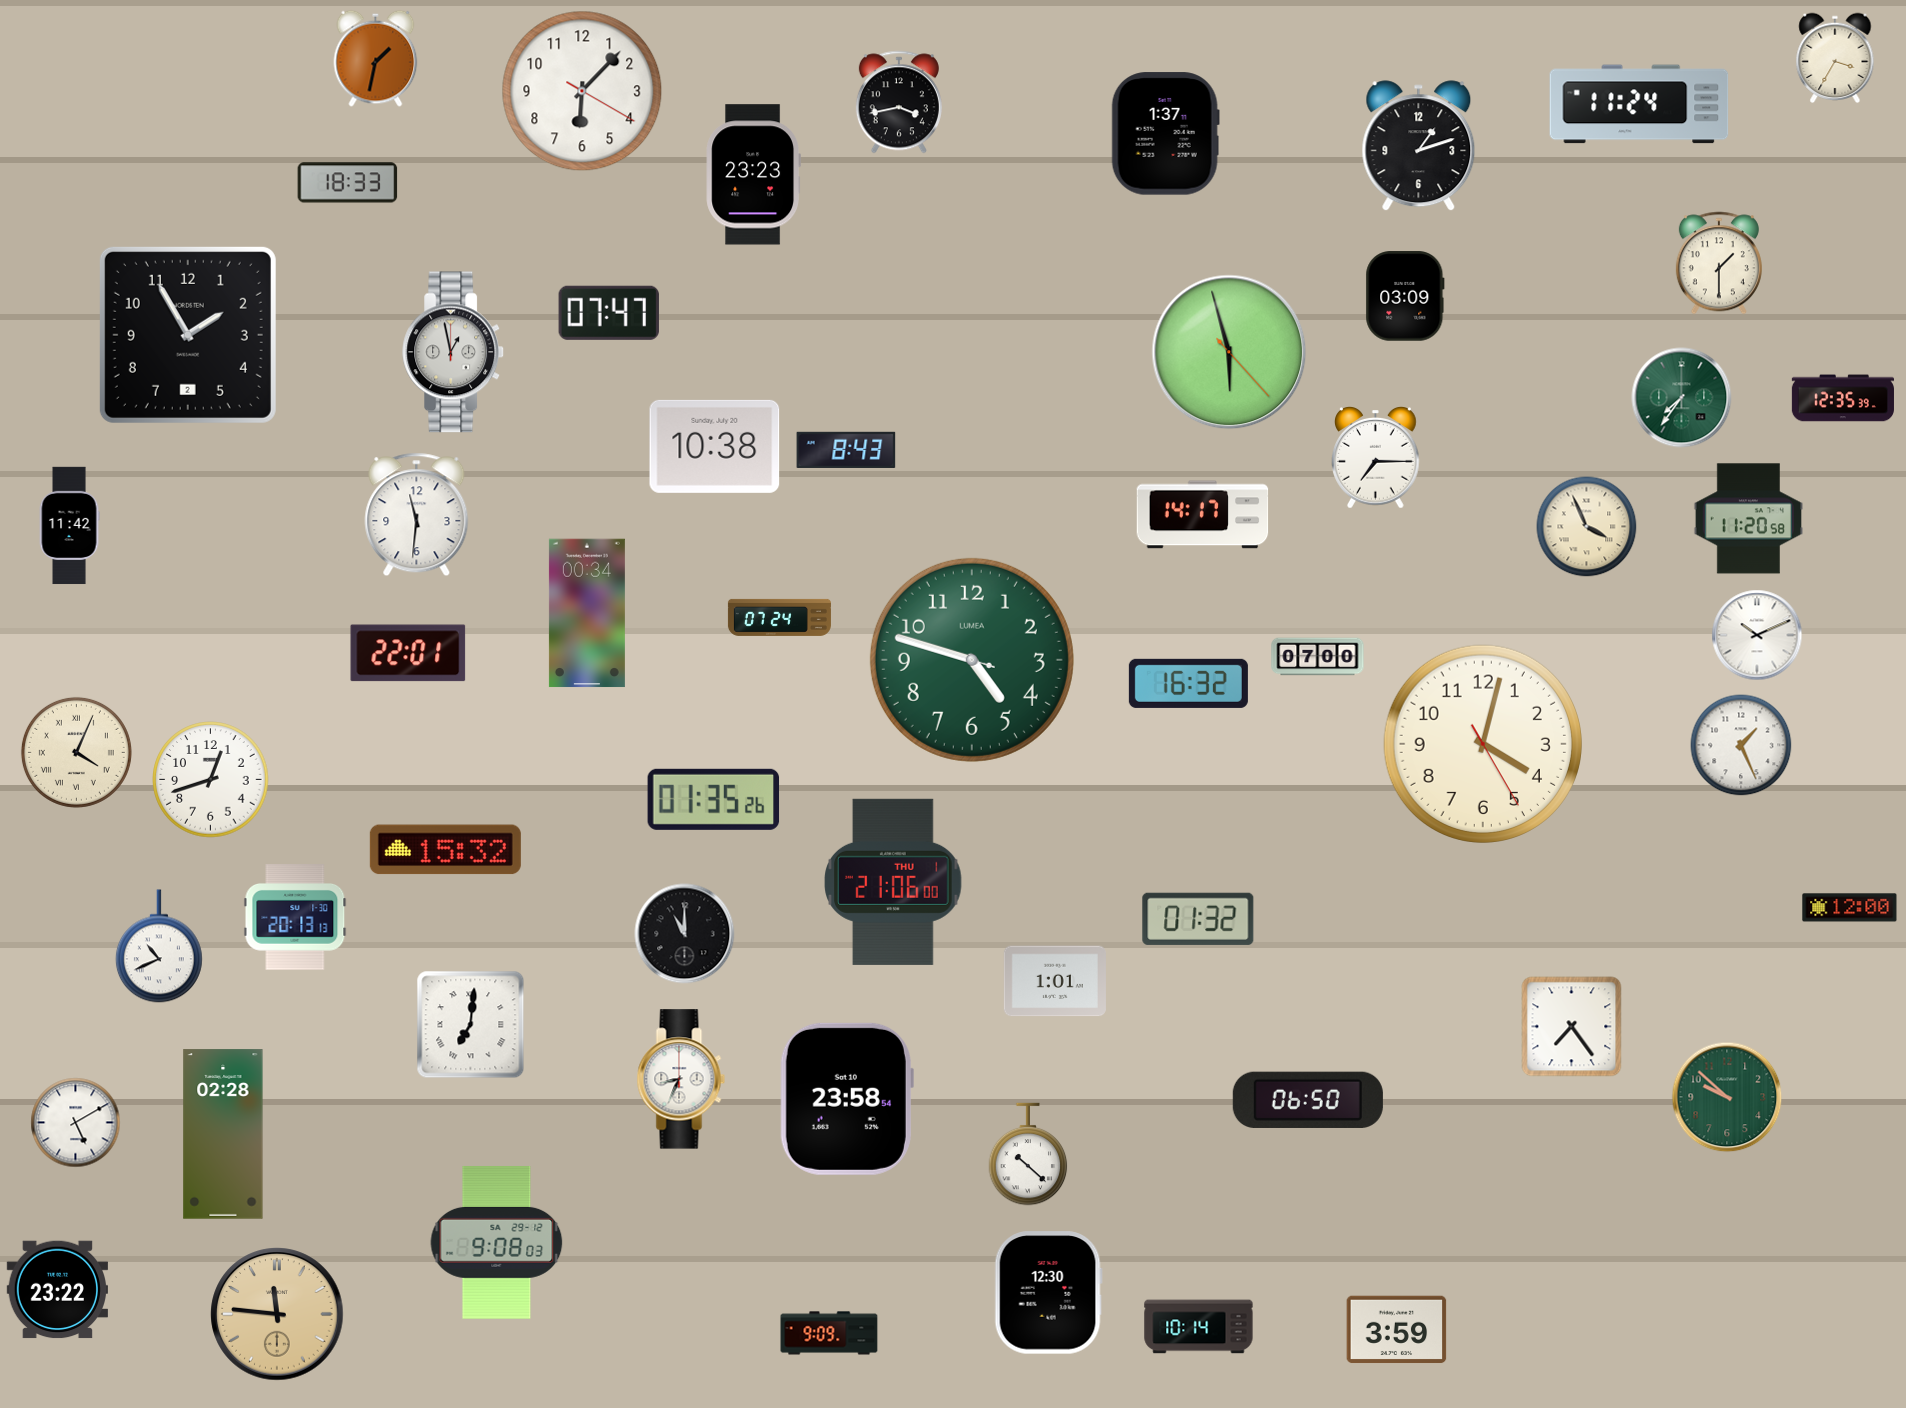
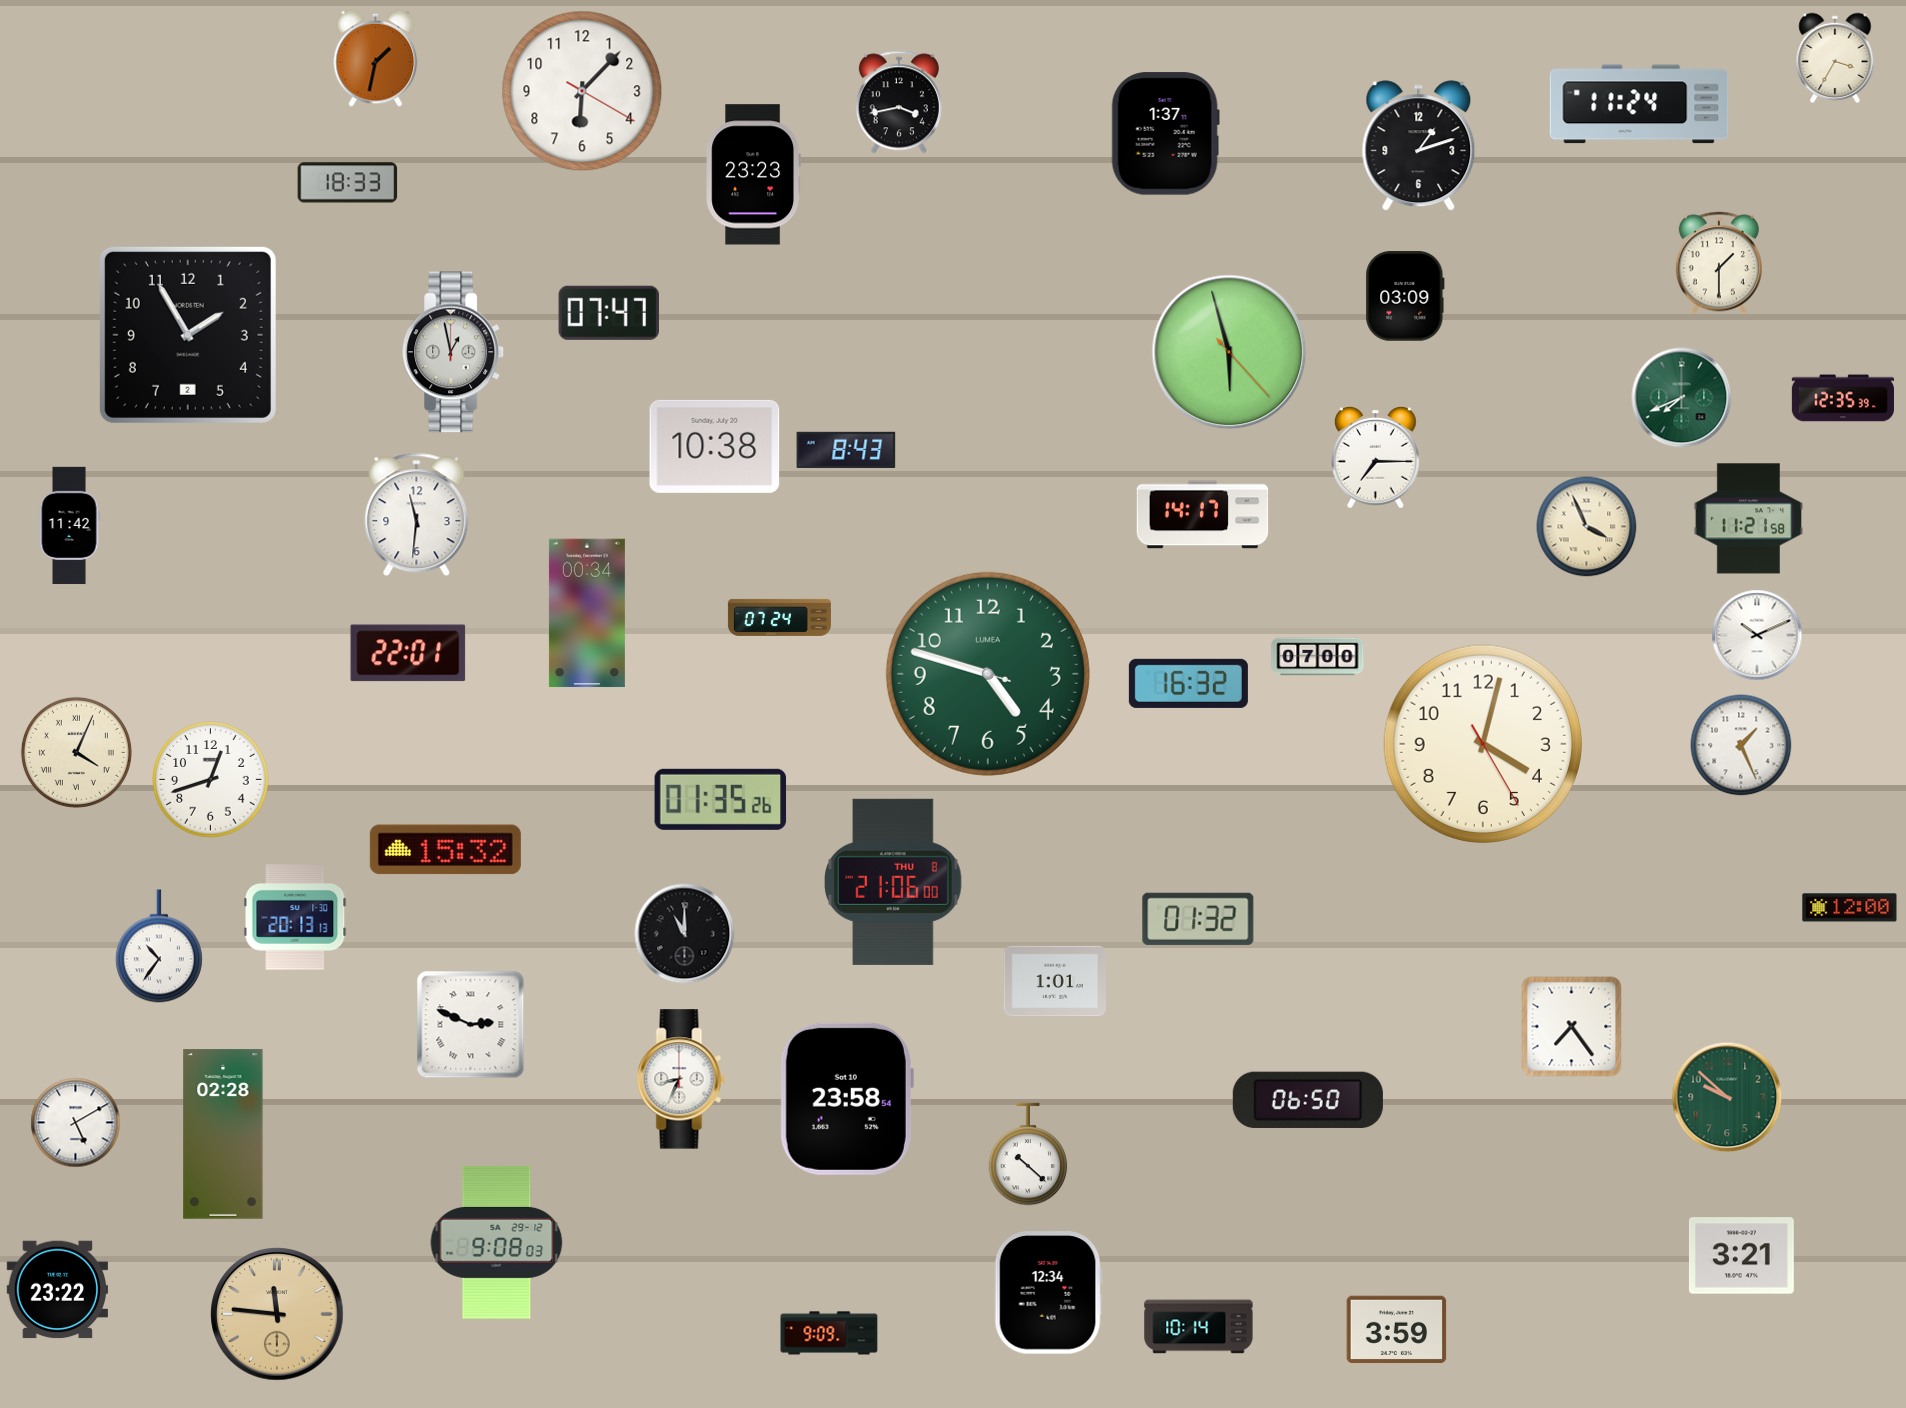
clock at (1682, 398): 7:36 -> 7:41
clock at (1748, 519): 11:20 -> 11:21
clock at (972, 660) position: (972, 660) -> (988, 674)
clock at (714, 799) position: (714, 799) -> (721, 799)
clock at (893, 882) date: THU 1 -> THU 8
clock at (159, 946): 10:41 -> 10:36
clock at (471, 1025): 7:01 -> 2:49
clock at (1741, 1256): none -> 3:21
clock at (1048, 1293): 12:30 -> 12:34
